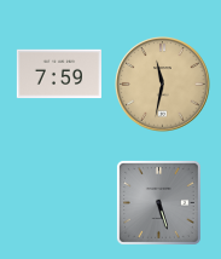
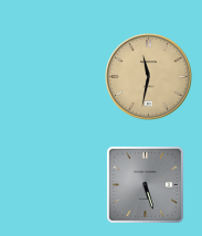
clock at (58, 74): 7:59 -> none
